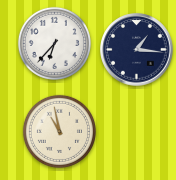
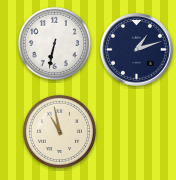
clock at (54, 43): 6:37 -> 6:32
clock at (137, 50): 1:16 -> 1:12
